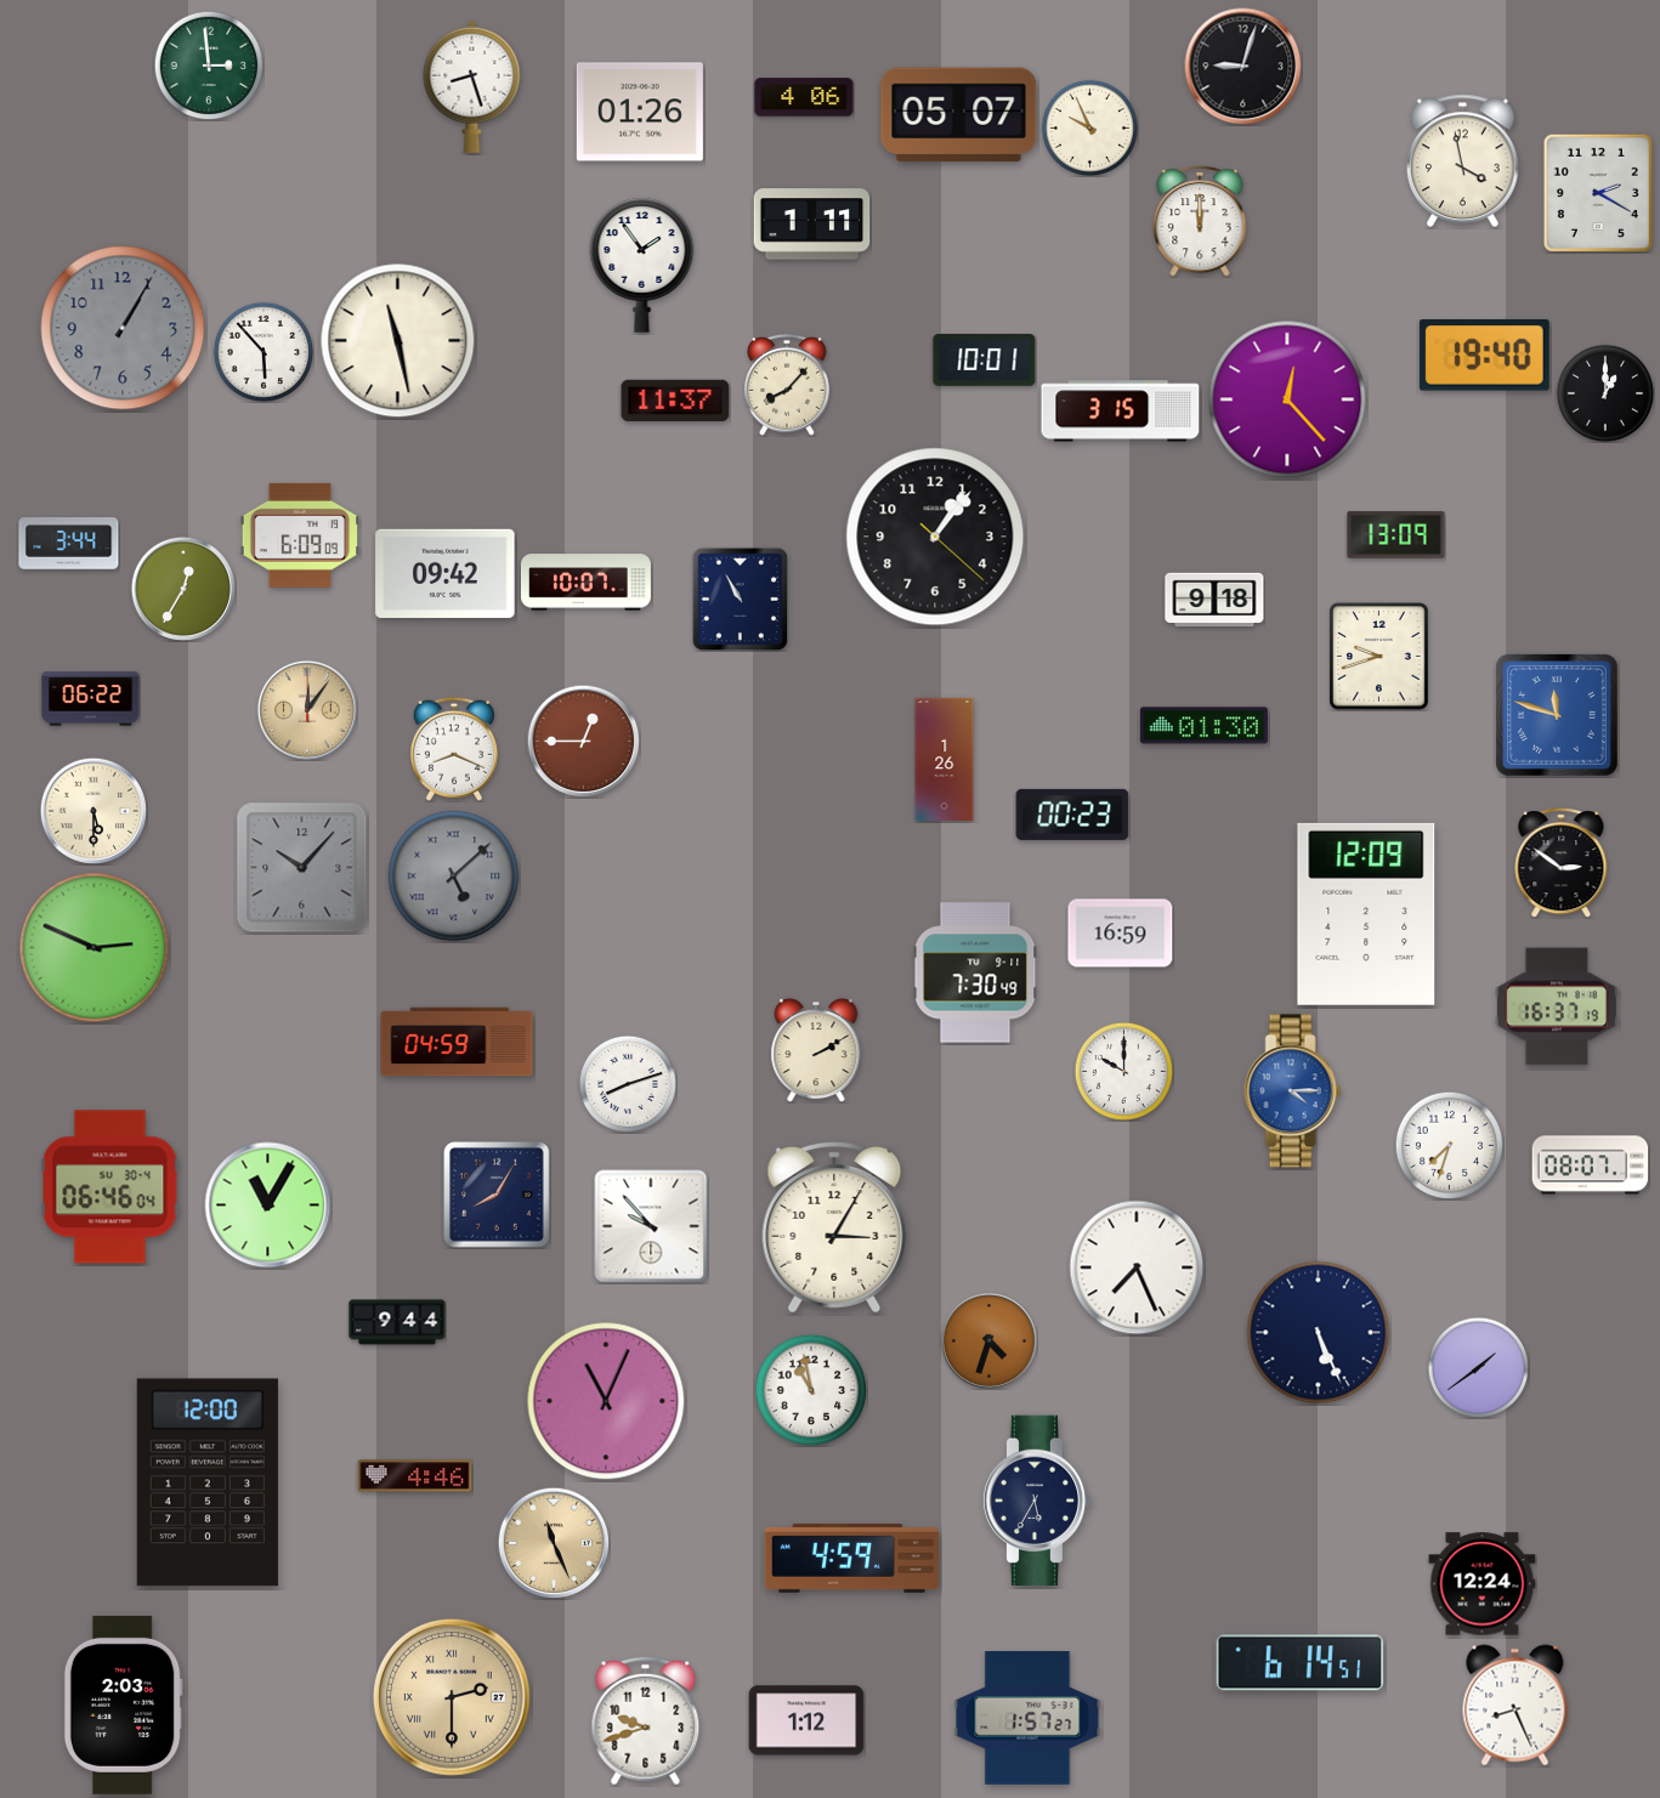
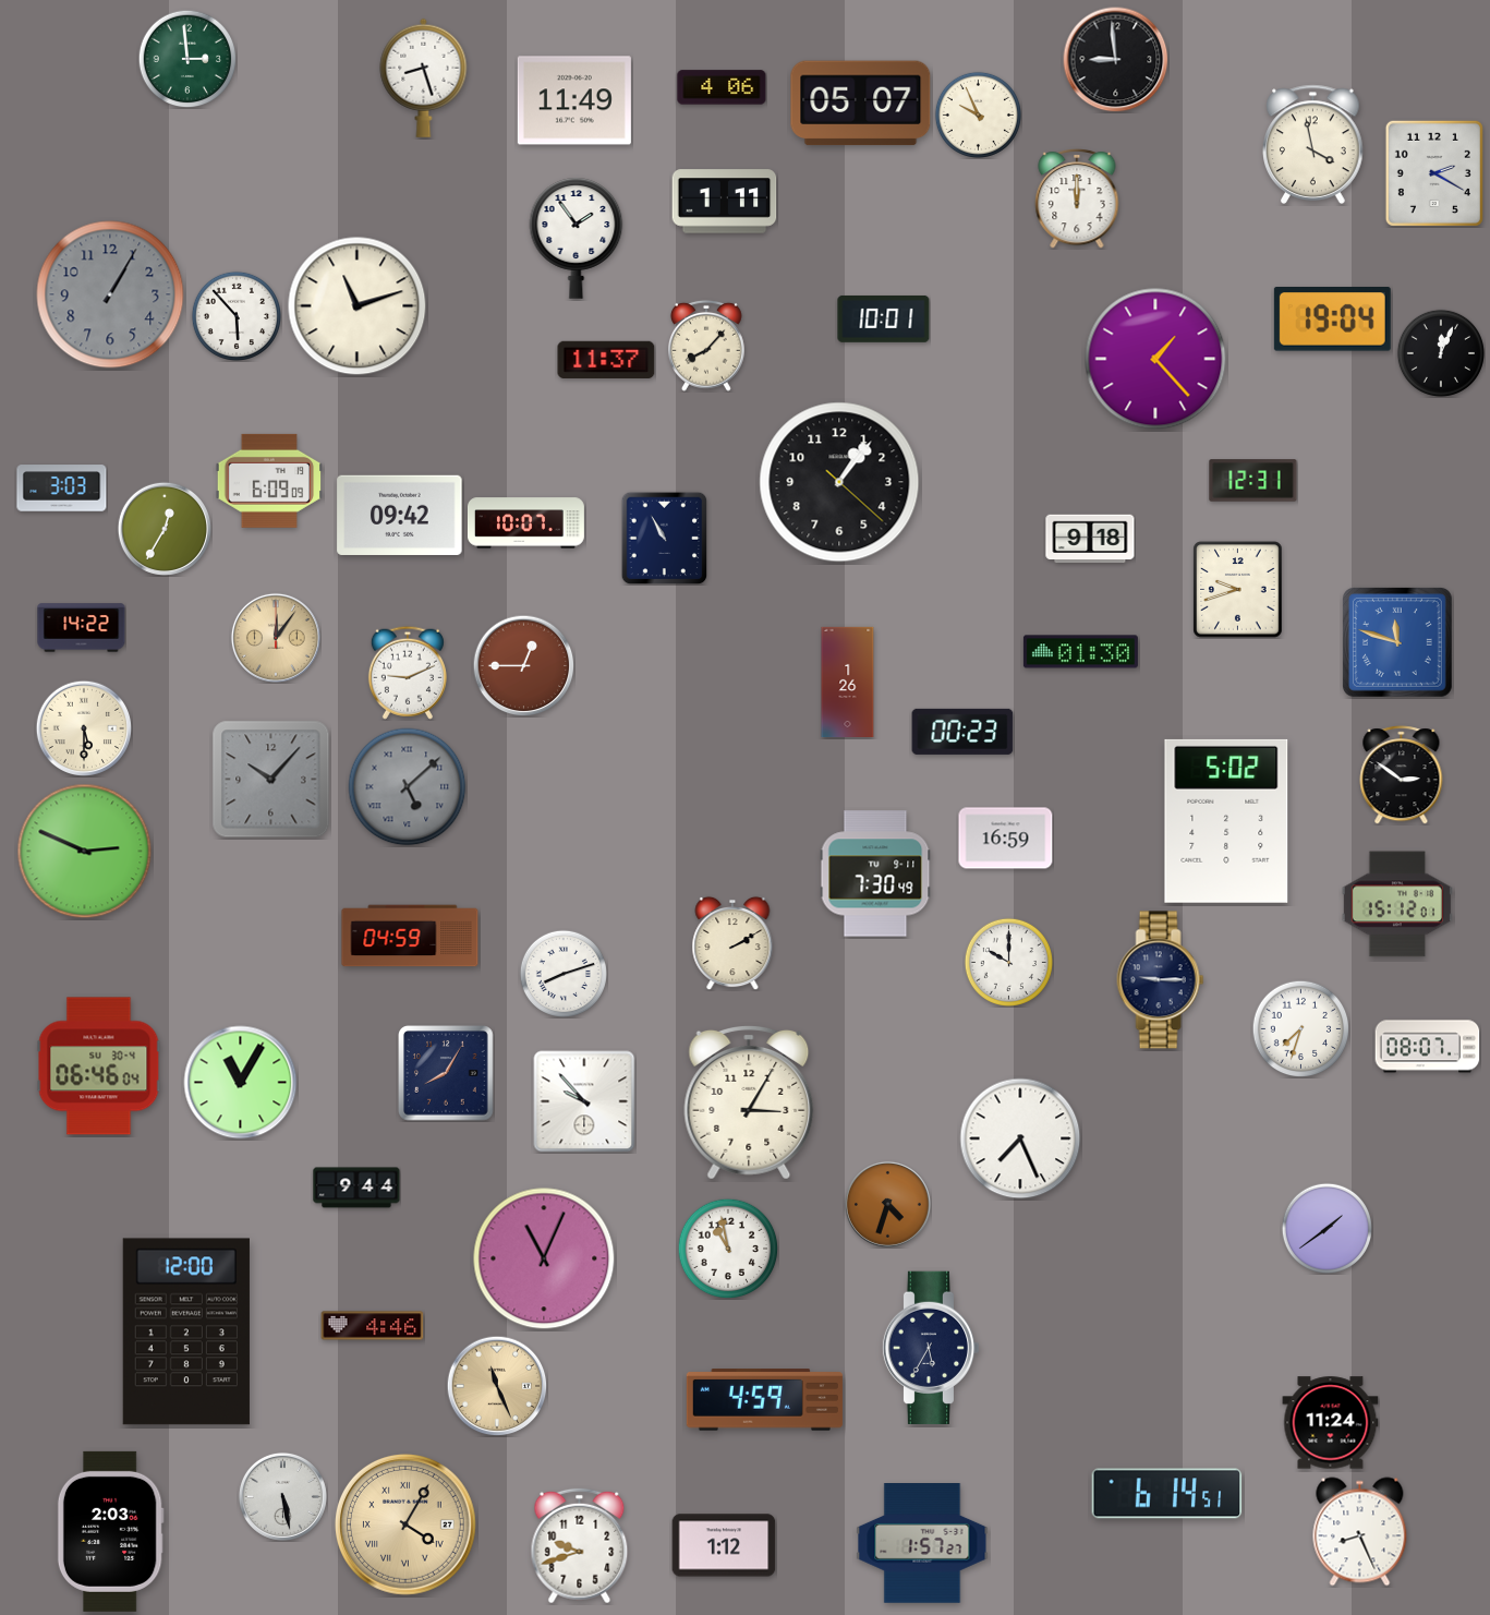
clock at (1243, 67): 9:03 -> 8:59
clock at (640, 112): 01:26 -> 11:49
clock at (812, 225) position: (812, 225) -> (725, 202)
clock at (398, 341): 11:28 -> 11:12
clock at (1484, 356): 19:40 -> 19:04
clock at (985, 359) position: (985, 359) -> (884, 318)
clock at (1605, 393): 1:00 -> 12:04
clock at (1287, 399): 12:23 -> 1:23
clock at (1121, 412): 3:15 -> none
clock at (1396, 535): 13:09 -> 12:31
clock at (69, 544): 3:44 -> 3:03
clock at (91, 699): 06:22 -> 14:22
clock at (454, 749): 8:19 -> 9:11
clock at (1366, 914): 12:09 -> 5:02
clock at (1557, 1006): 16:37 -> 15:12
clock at (1293, 1091): 4:15 -> 9:15
clock at (1293, 1091) dial: blue -> navy
clock at (1319, 1333): 5:26 -> none
clock at (1483, 1584): 12:24 -> 11:24
clock at (282, 1496): none -> 5:28
clock at (452, 1698): 2:30 -> 4:05
